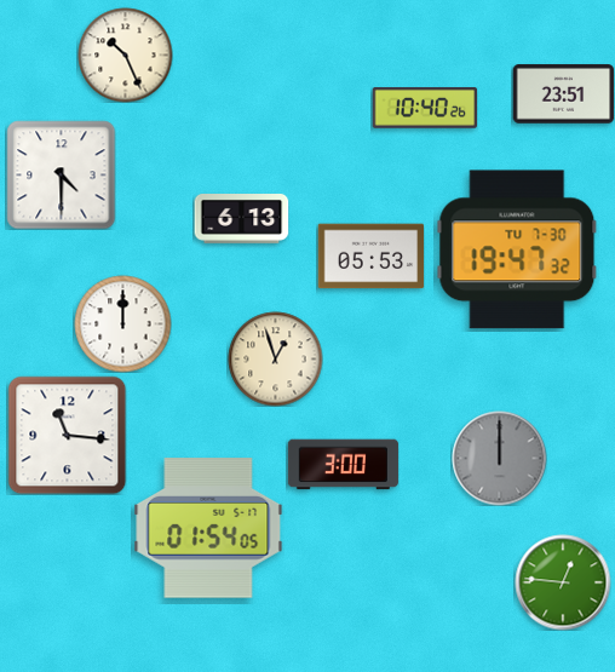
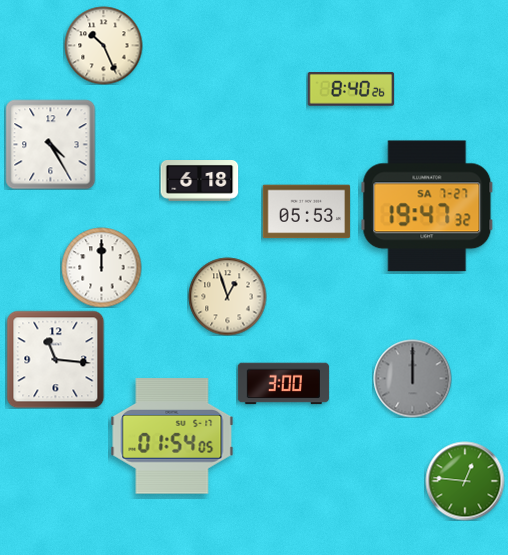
clock at (563, 94): 23:51 -> none
clock at (425, 109): 10:40 -> 8:40
clock at (61, 174): 4:30 -> 4:25
clock at (241, 219): 6:13 -> 6:18
clock at (517, 249) date: TU 7-30 -> SA 7-27
